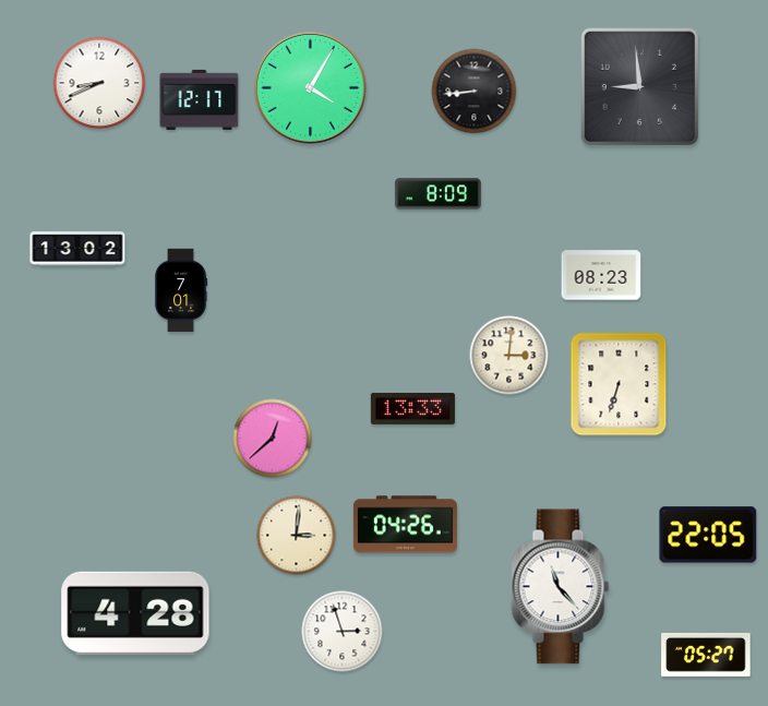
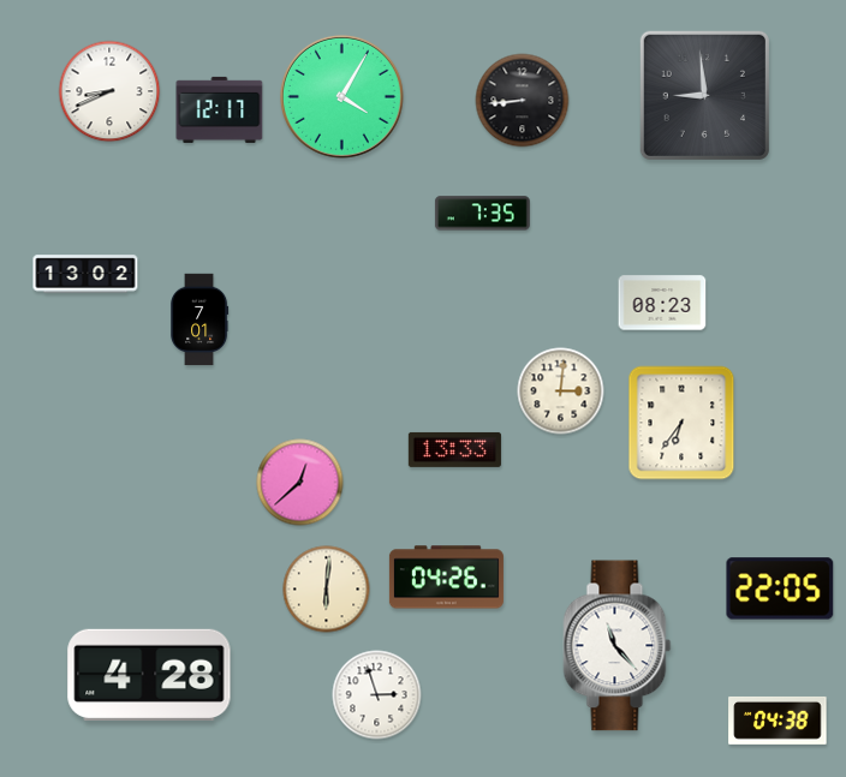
clock at (437, 194): 8:09 -> 7:35
clock at (619, 384): 6:33 -> 6:36
clock at (297, 536): 3:01 -> 6:01
clock at (706, 655): 05:27 -> 04:38
